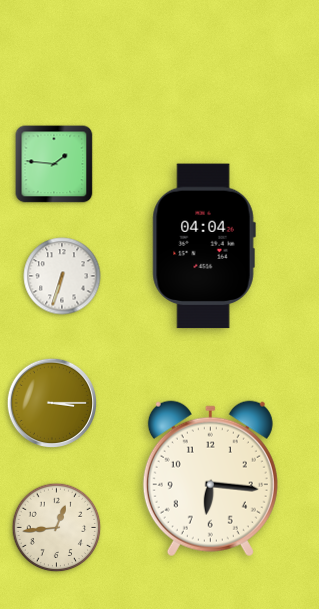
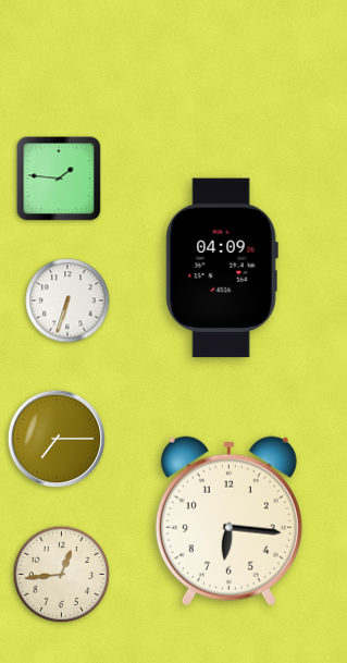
clock at (204, 246): 04:04 -> 04:09
clock at (51, 402): 3:15 -> 7:15
